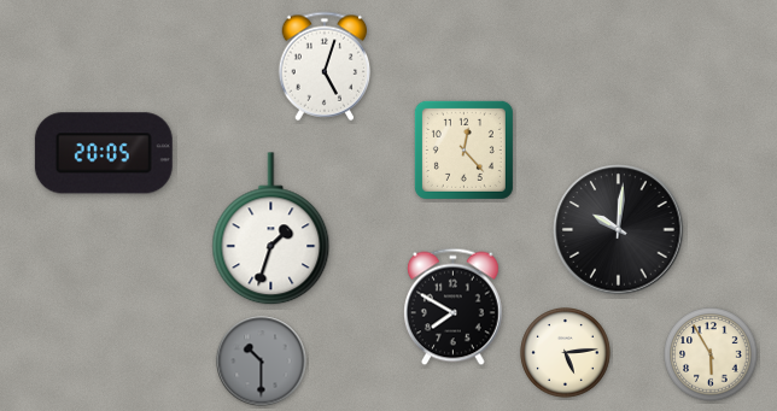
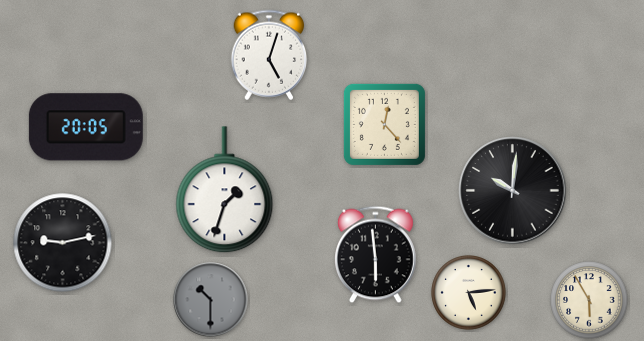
clock at (63, 243): none -> 9:13
clock at (454, 307): 7:50 -> 5:59
clock at (711, 354) position: (711, 354) -> (589, 300)
clock at (262, 362) position: (262, 362) -> (211, 300)
